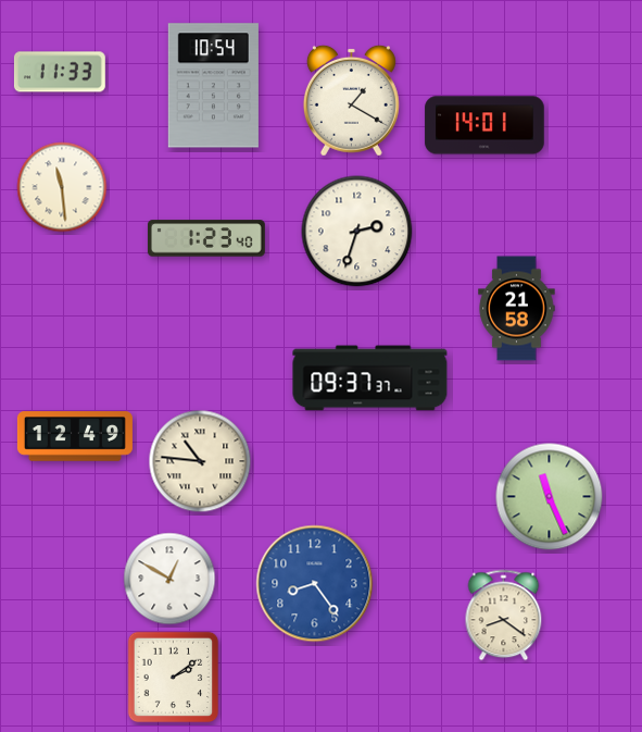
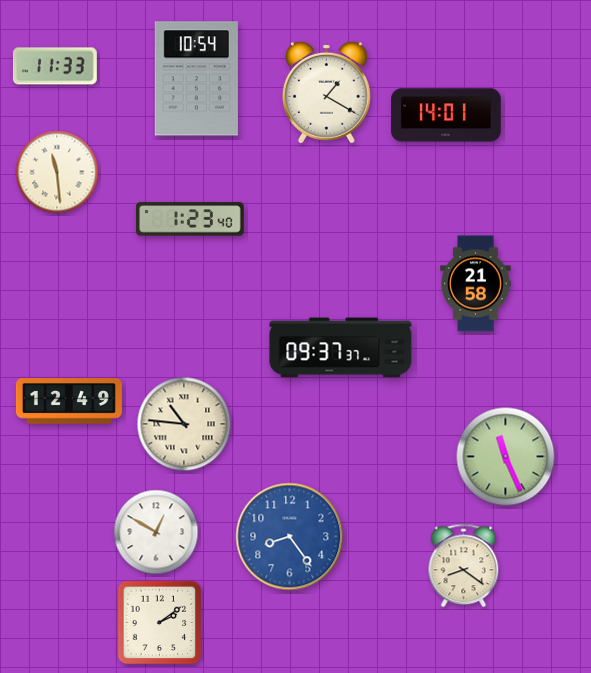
clock at (351, 100) position: (351, 100) -> (326, 92)
clock at (357, 232): 2:33 -> none
